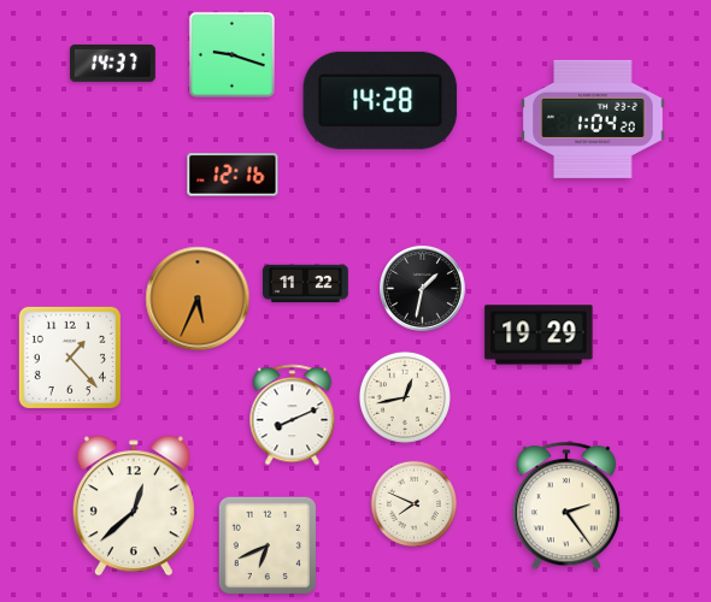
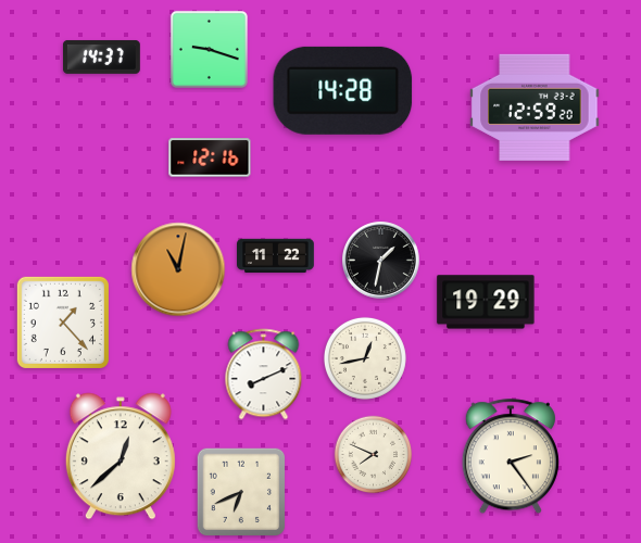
clock at (593, 119): 1:04 -> 12:59
clock at (198, 299): 5:34 -> 11:02
